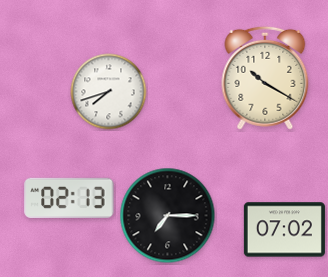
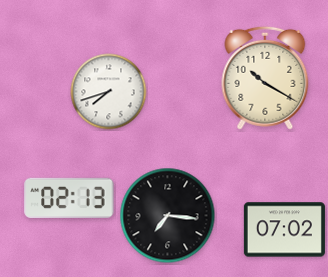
clock at (168, 216): 7:15 -> 7:16
